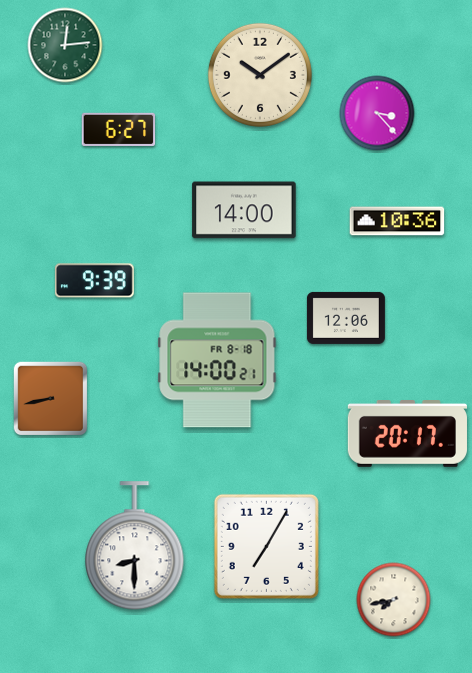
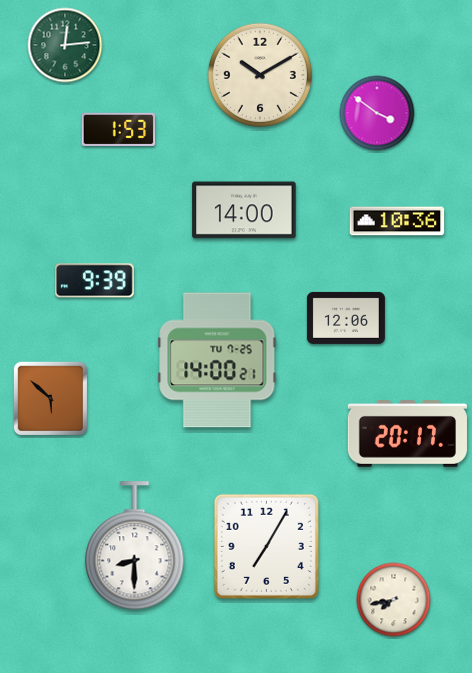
clock at (260, 75): 10:09 -> 10:10
clock at (377, 113): 3:23 -> 3:51
clock at (119, 129): 6:27 -> 1:53
clock at (217, 360) date: FR 8-18 -> TU 7-25
clock at (51, 399): 8:43 -> 5:52
